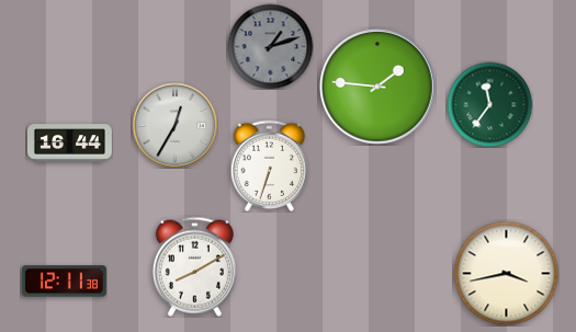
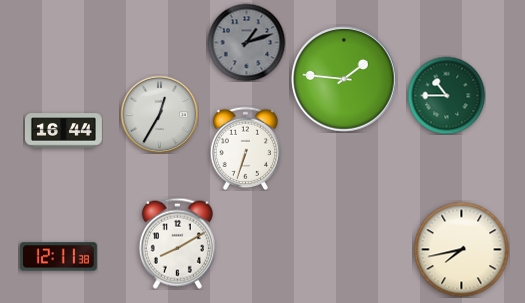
clock at (489, 104): 11:36 -> 10:45
clock at (269, 165) position: (269, 165) -> (245, 148)
clock at (506, 273): 3:43 -> 7:43
